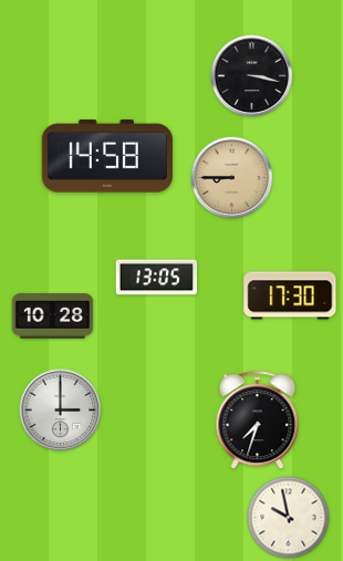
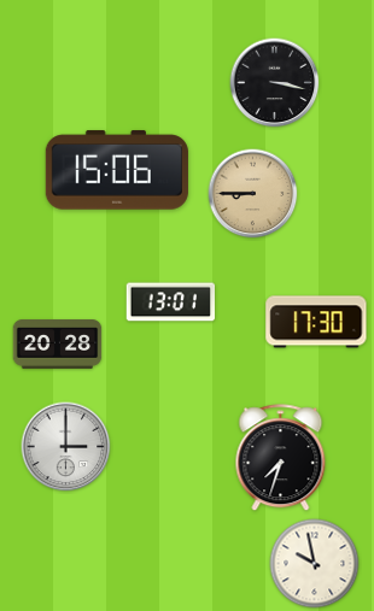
clock at (107, 156): 14:58 -> 15:06
clock at (157, 278): 13:05 -> 13:01
clock at (53, 316): 10:28 -> 20:28
